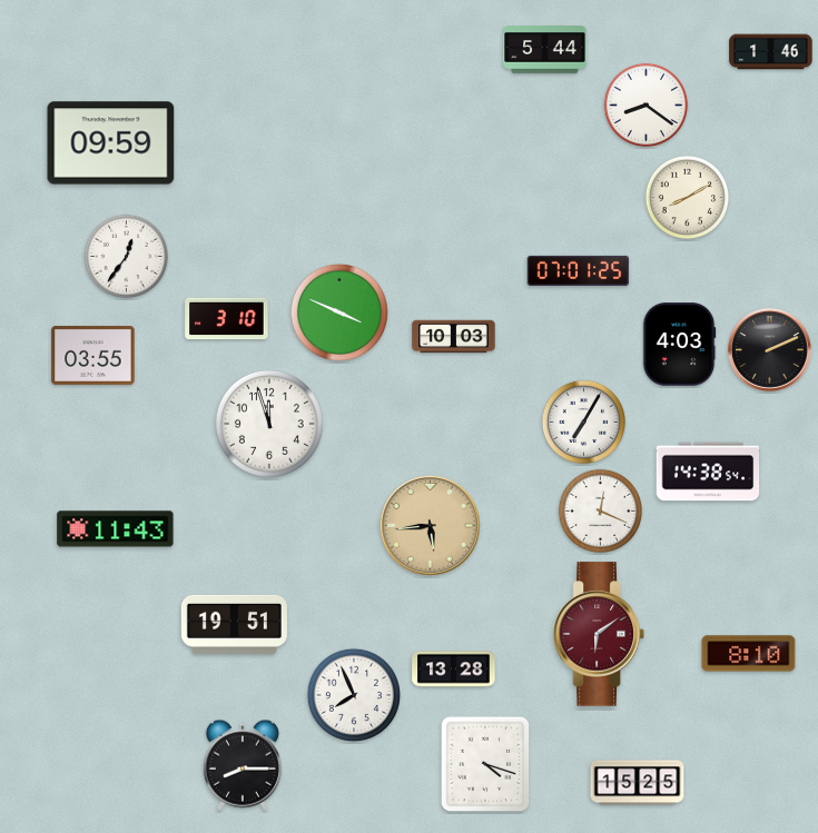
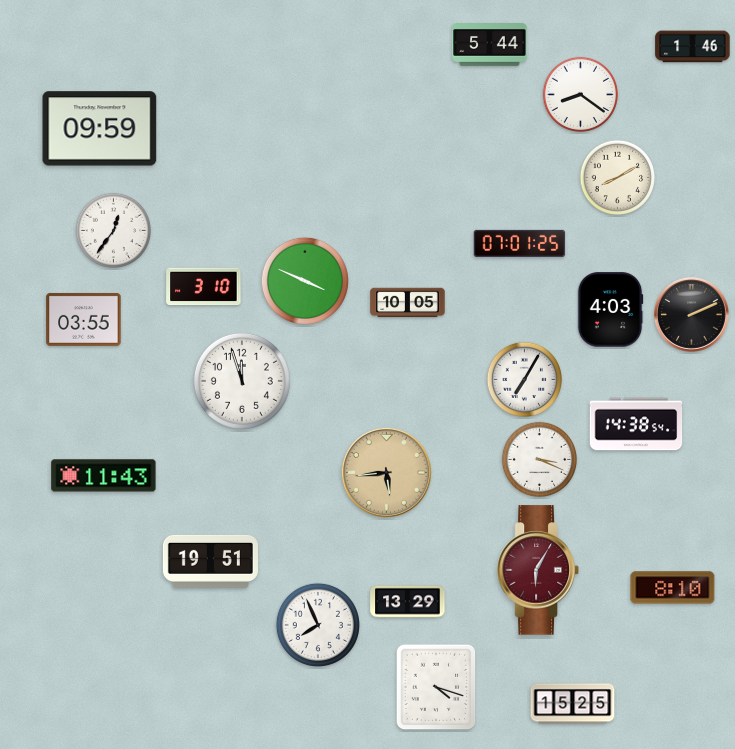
clock at (454, 337): 10:03 -> 10:05
clock at (601, 512): 12:19 -> 3:19
clock at (599, 634): 6:09 -> 6:05
clock at (454, 670): 13:28 -> 13:29
clock at (243, 765): 8:15 -> none
